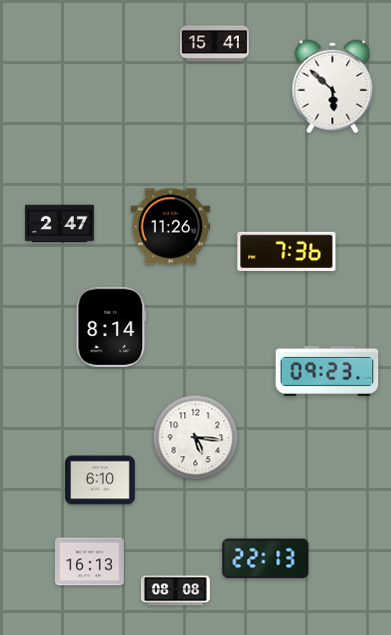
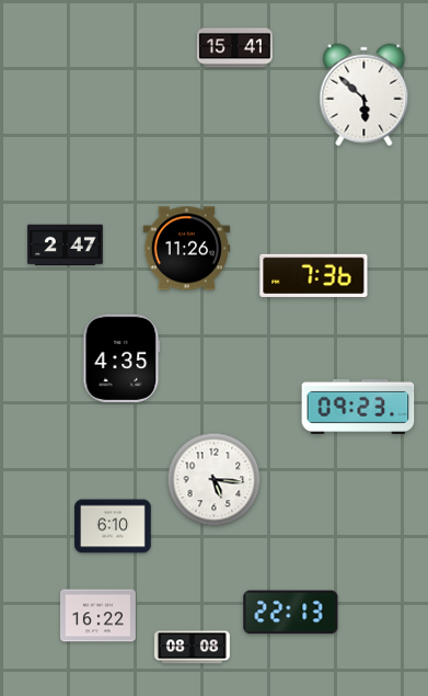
clock at (111, 327): 8:14 -> 4:35
clock at (100, 480) position: (100, 480) -> (113, 526)
clock at (89, 562): 16:13 -> 16:22
